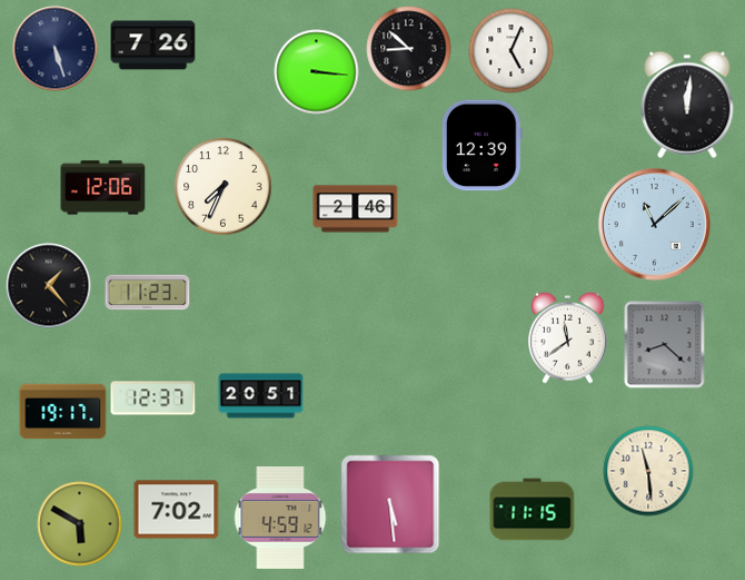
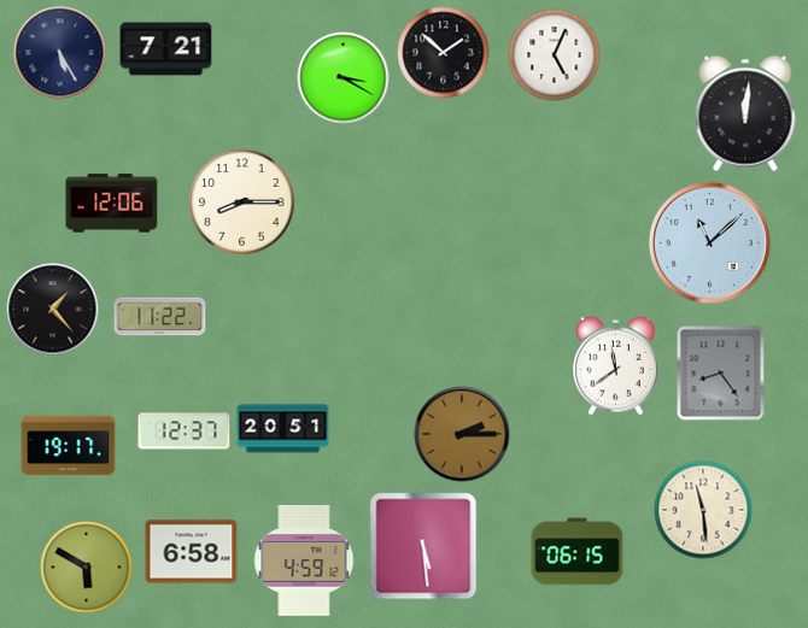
clock at (153, 46): 7:26 -> 7:21
clock at (56, 49): 5:27 -> 5:25
clock at (409, 49): 8:52 -> 1:52
clock at (317, 72): 3:16 -> 3:20
clock at (481, 146): 12:39 -> none
clock at (223, 187): 7:34 -> 8:15
clock at (356, 209): 2:46 -> none
clock at (148, 293): 11:23 -> 11:22
clock at (665, 345): 8:22 -> 8:24
clock at (153, 399) position: (153, 399) -> (185, 432)
clock at (462, 434): none -> 2:15
clock at (177, 510): 7:02 -> 6:58
clock at (533, 510): 11:15 -> 06:15
